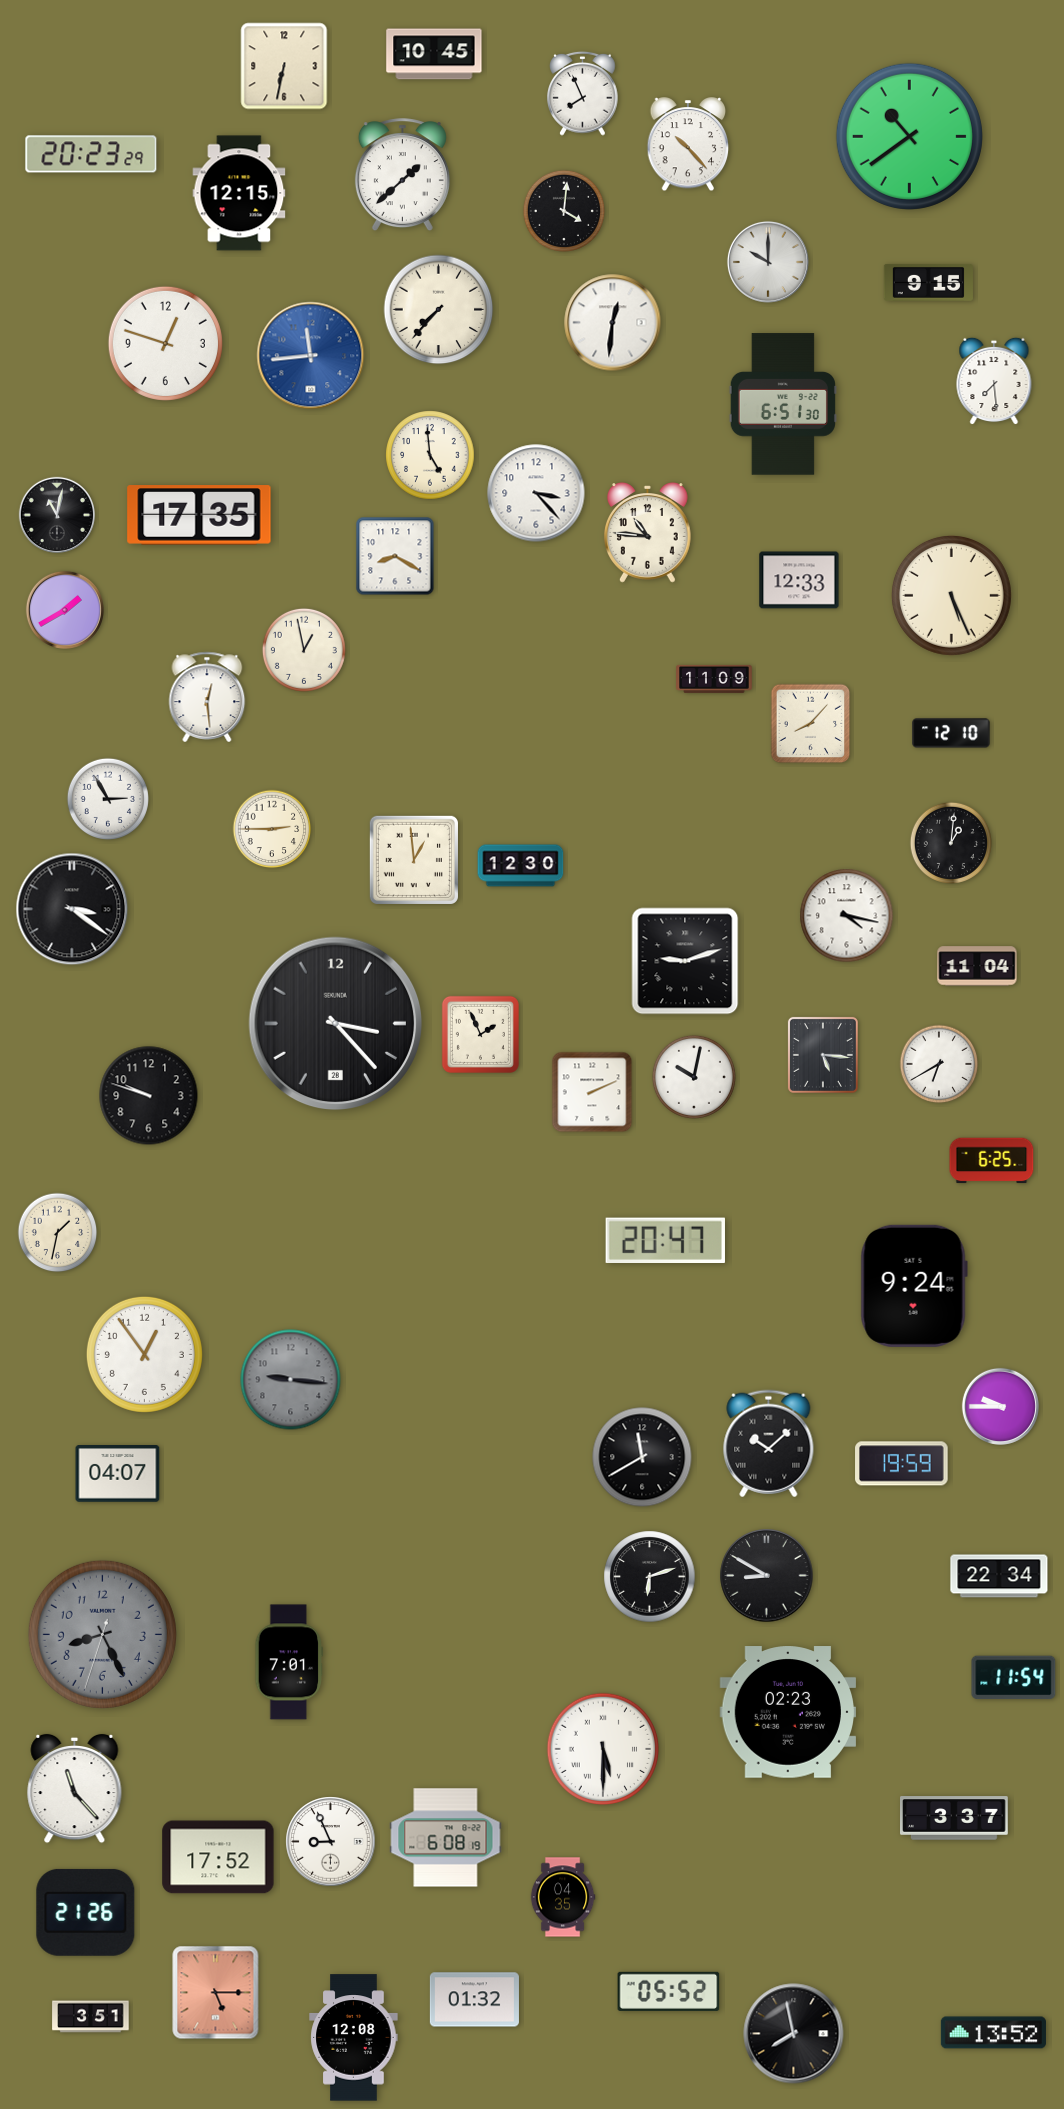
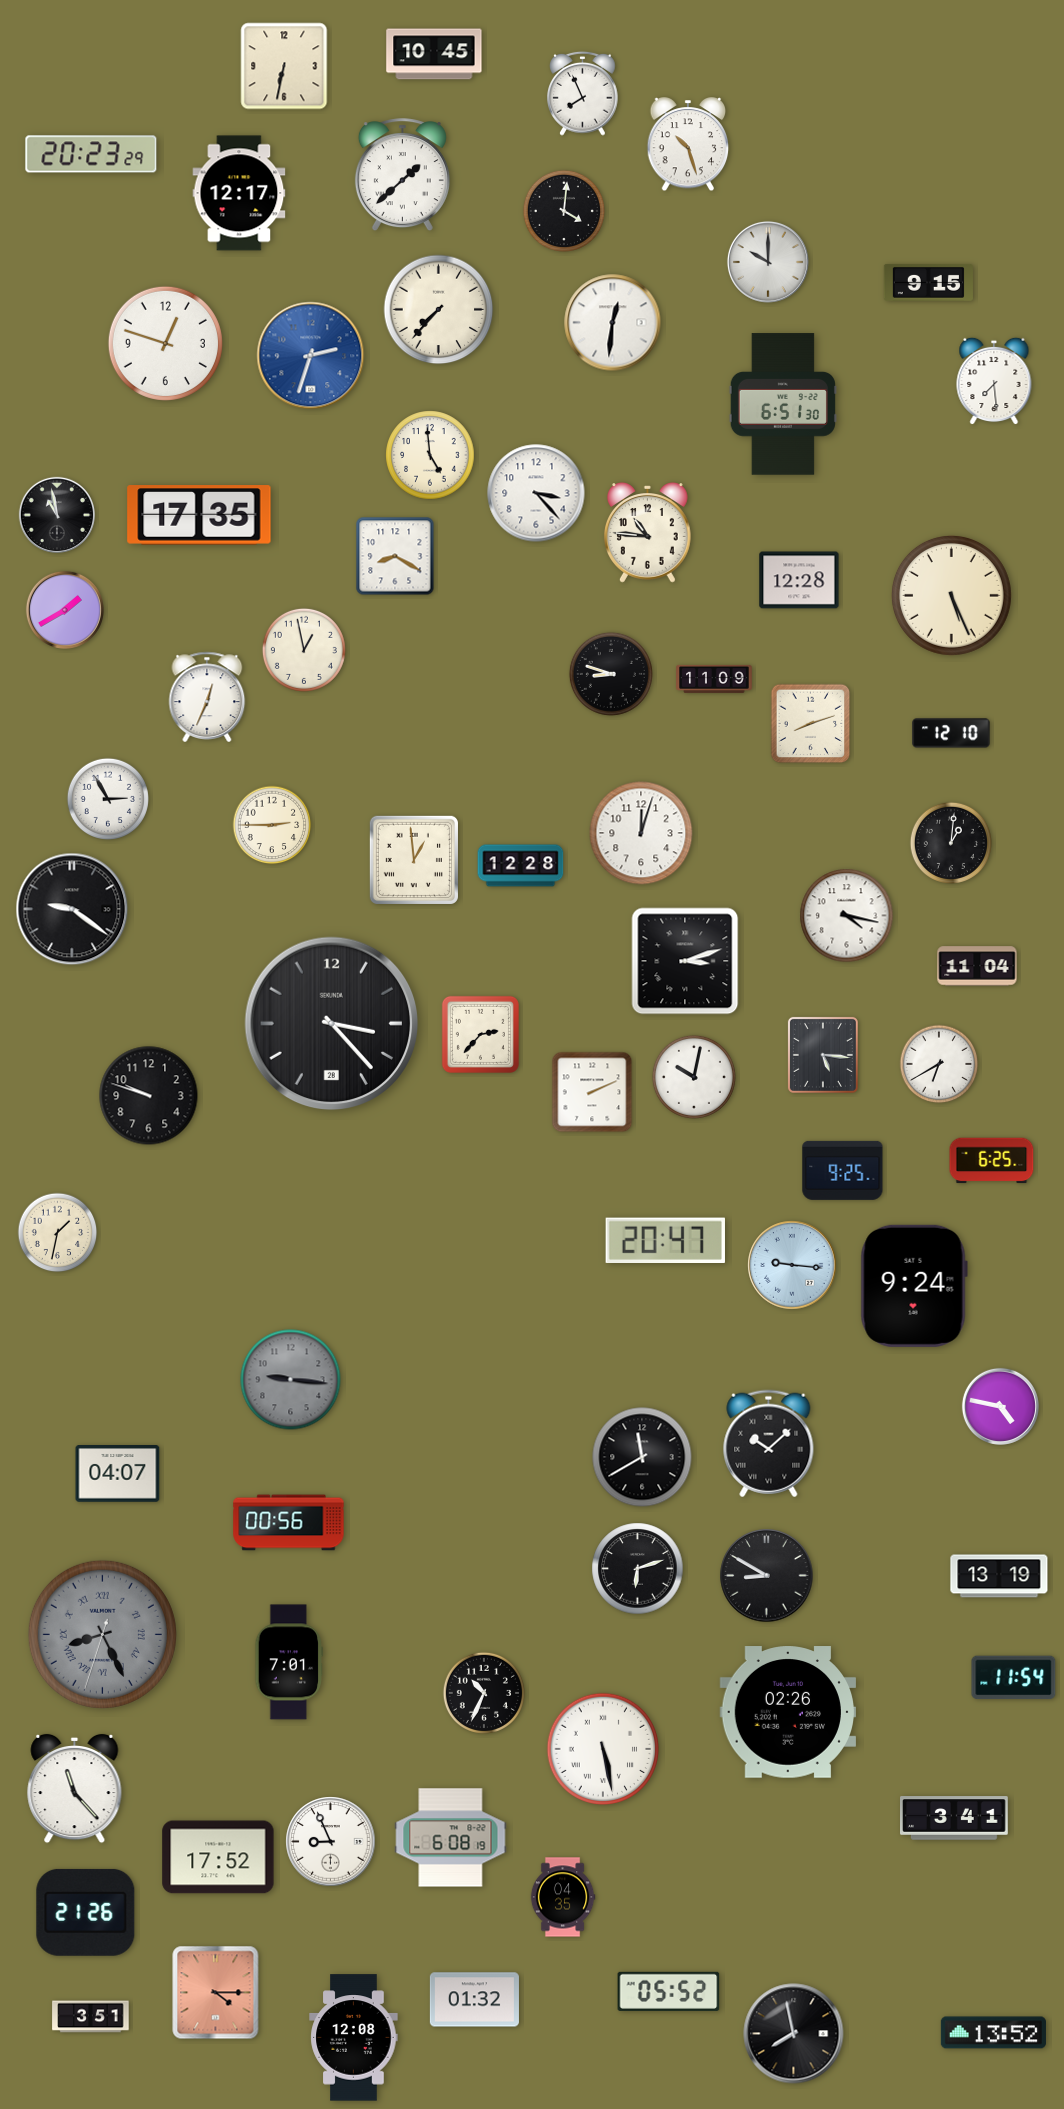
clock at (909, 136): 10:39 -> none
clock at (688, 145): 10:23 -> 10:27
clock at (239, 193): 12:15 -> 12:17
clock at (311, 356): 11:44 -> 2:33
clock at (56, 514): 11:02 -> 10:58
clock at (799, 580): 12:33 -> 12:28
clock at (611, 674): none -> 8:48
clock at (207, 696): 12:29 -> 12:34
clock at (811, 724): 8:07 -> 8:12
clock at (272, 829) position: (272, 829) -> (272, 825)
clock at (641, 833): none -> 12:03
clock at (521, 866): 12:30 -> 12:28
clock at (72, 909): 3:21 -> 9:21
clock at (685, 961): 9:12 -> 3:12
clock at (336, 1024) position: (336, 1024) -> (332, 1024)
clock at (480, 1034): 1:56 -> 2:37
clock at (843, 1170): none -> 9:25
clock at (792, 1265): none -> 9:16
clock at (144, 1354): 12:54 -> none
clock at (1000, 1406): 9:45 -> 4:47
clock at (902, 1464): 19:59 -> none
clock at (289, 1523): none -> 00:56
clock at (999, 1576): 22:34 -> 13:19
clock at (650, 1577) position: (650, 1577) -> (638, 1569)
clock at (102, 1634) numerals: Arabic -> Roman
clock at (484, 1693): none -> 10:34
clock at (787, 1712): 02:23 -> 02:26
clock at (603, 1749): 5:30 -> 5:28
clock at (955, 1818): 3:37 -> 3:41
clock at (446, 1838) position: (446, 1838) -> (451, 1838)
clock at (216, 1993): 5:15 -> 4:15
